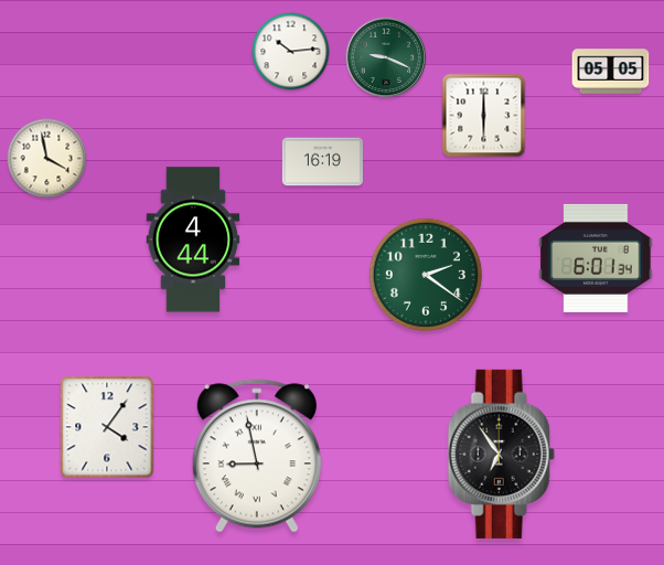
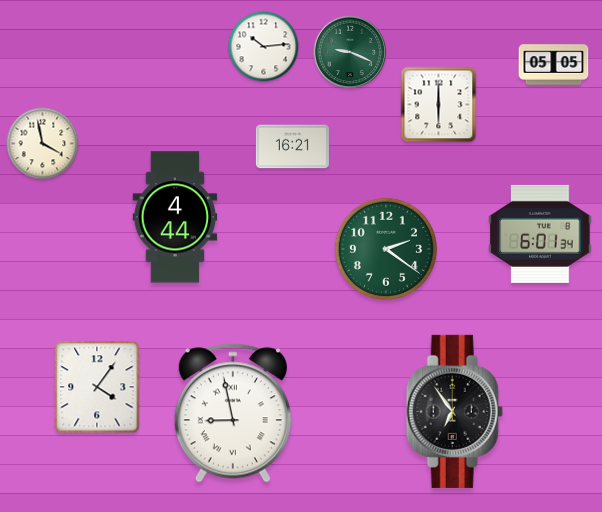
clock at (322, 162): 16:19 -> 16:21
